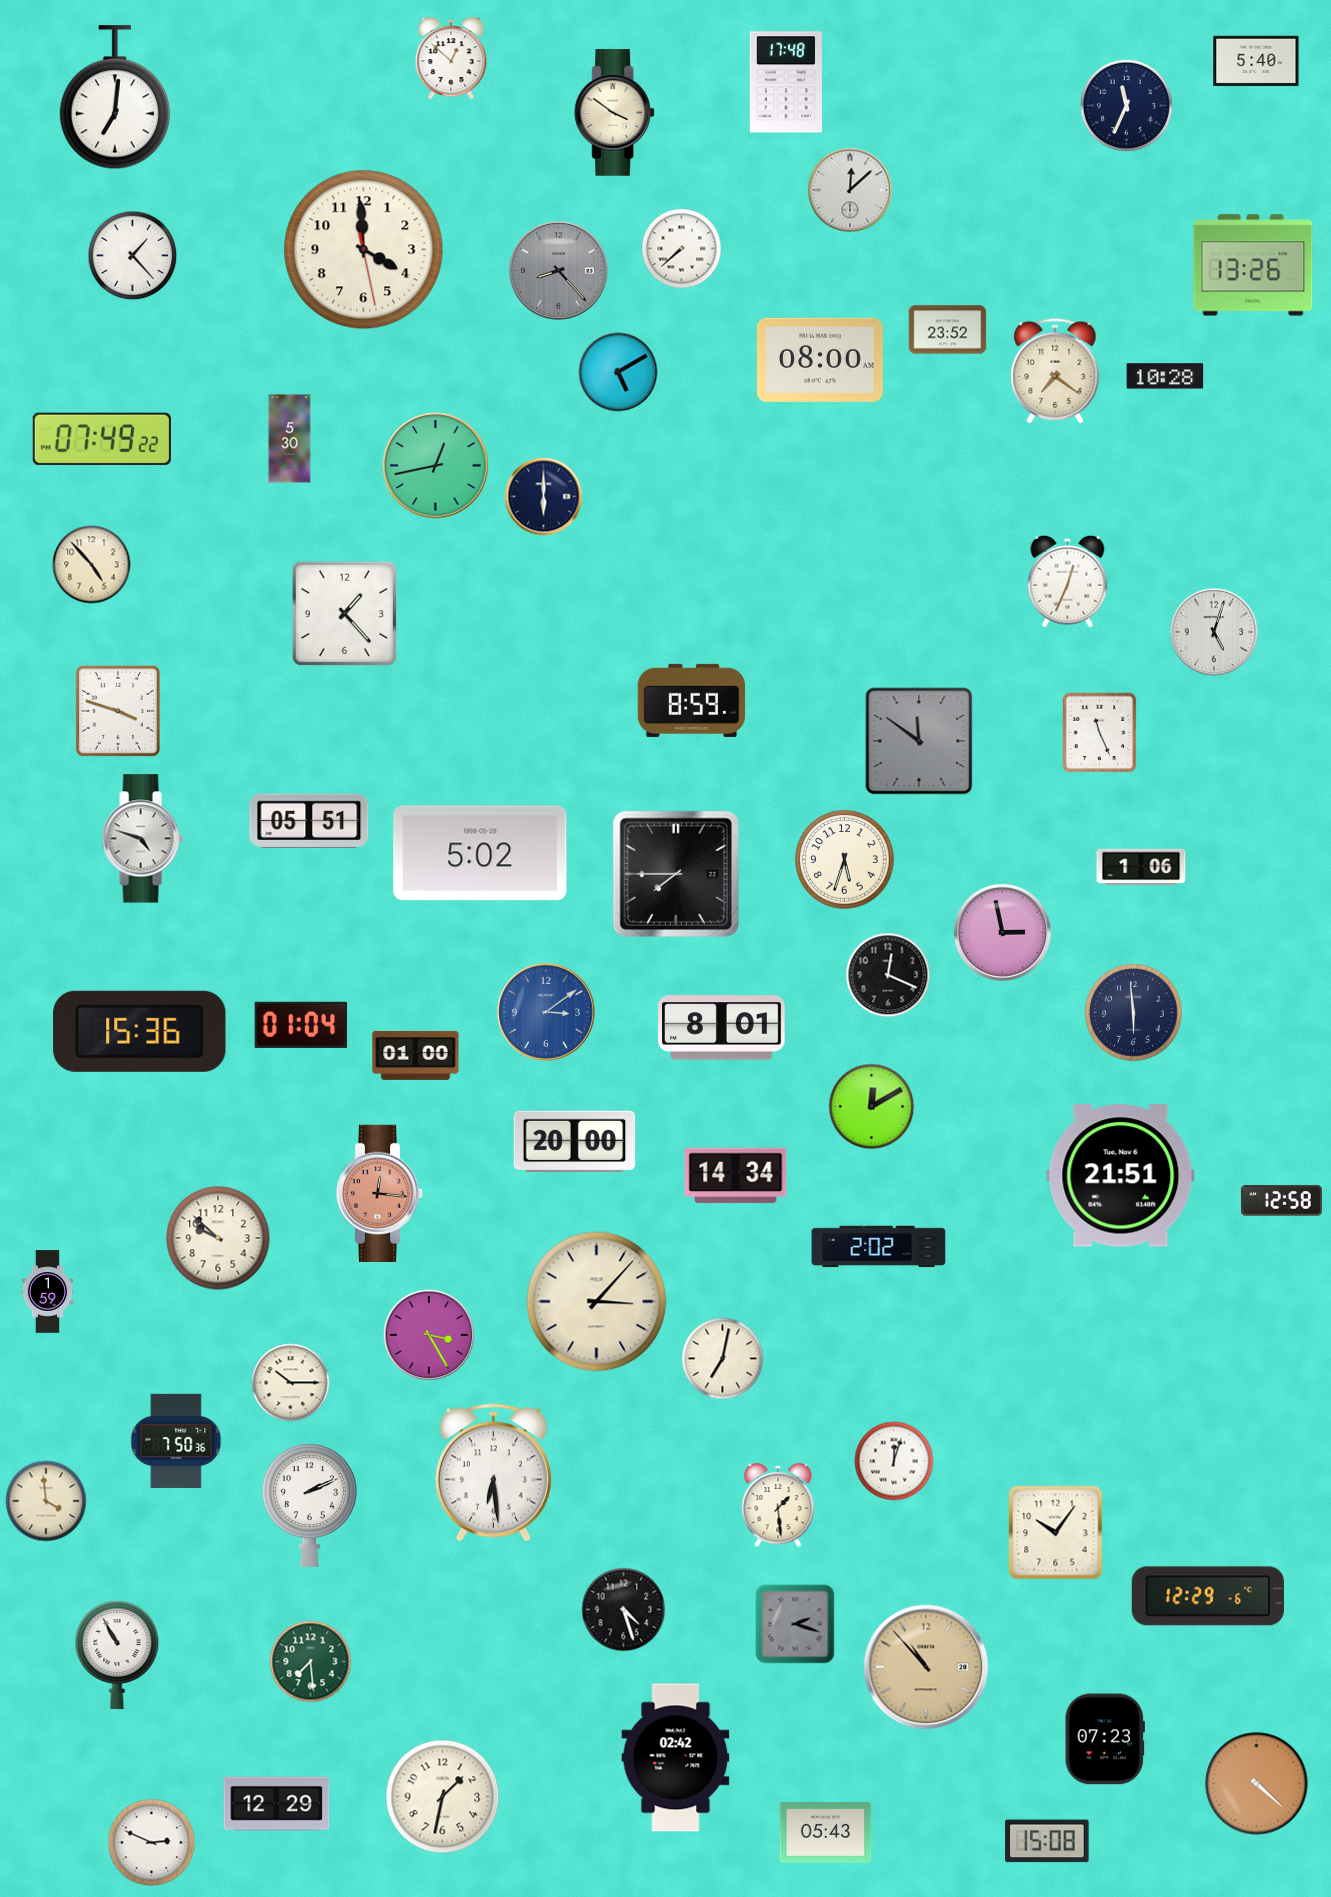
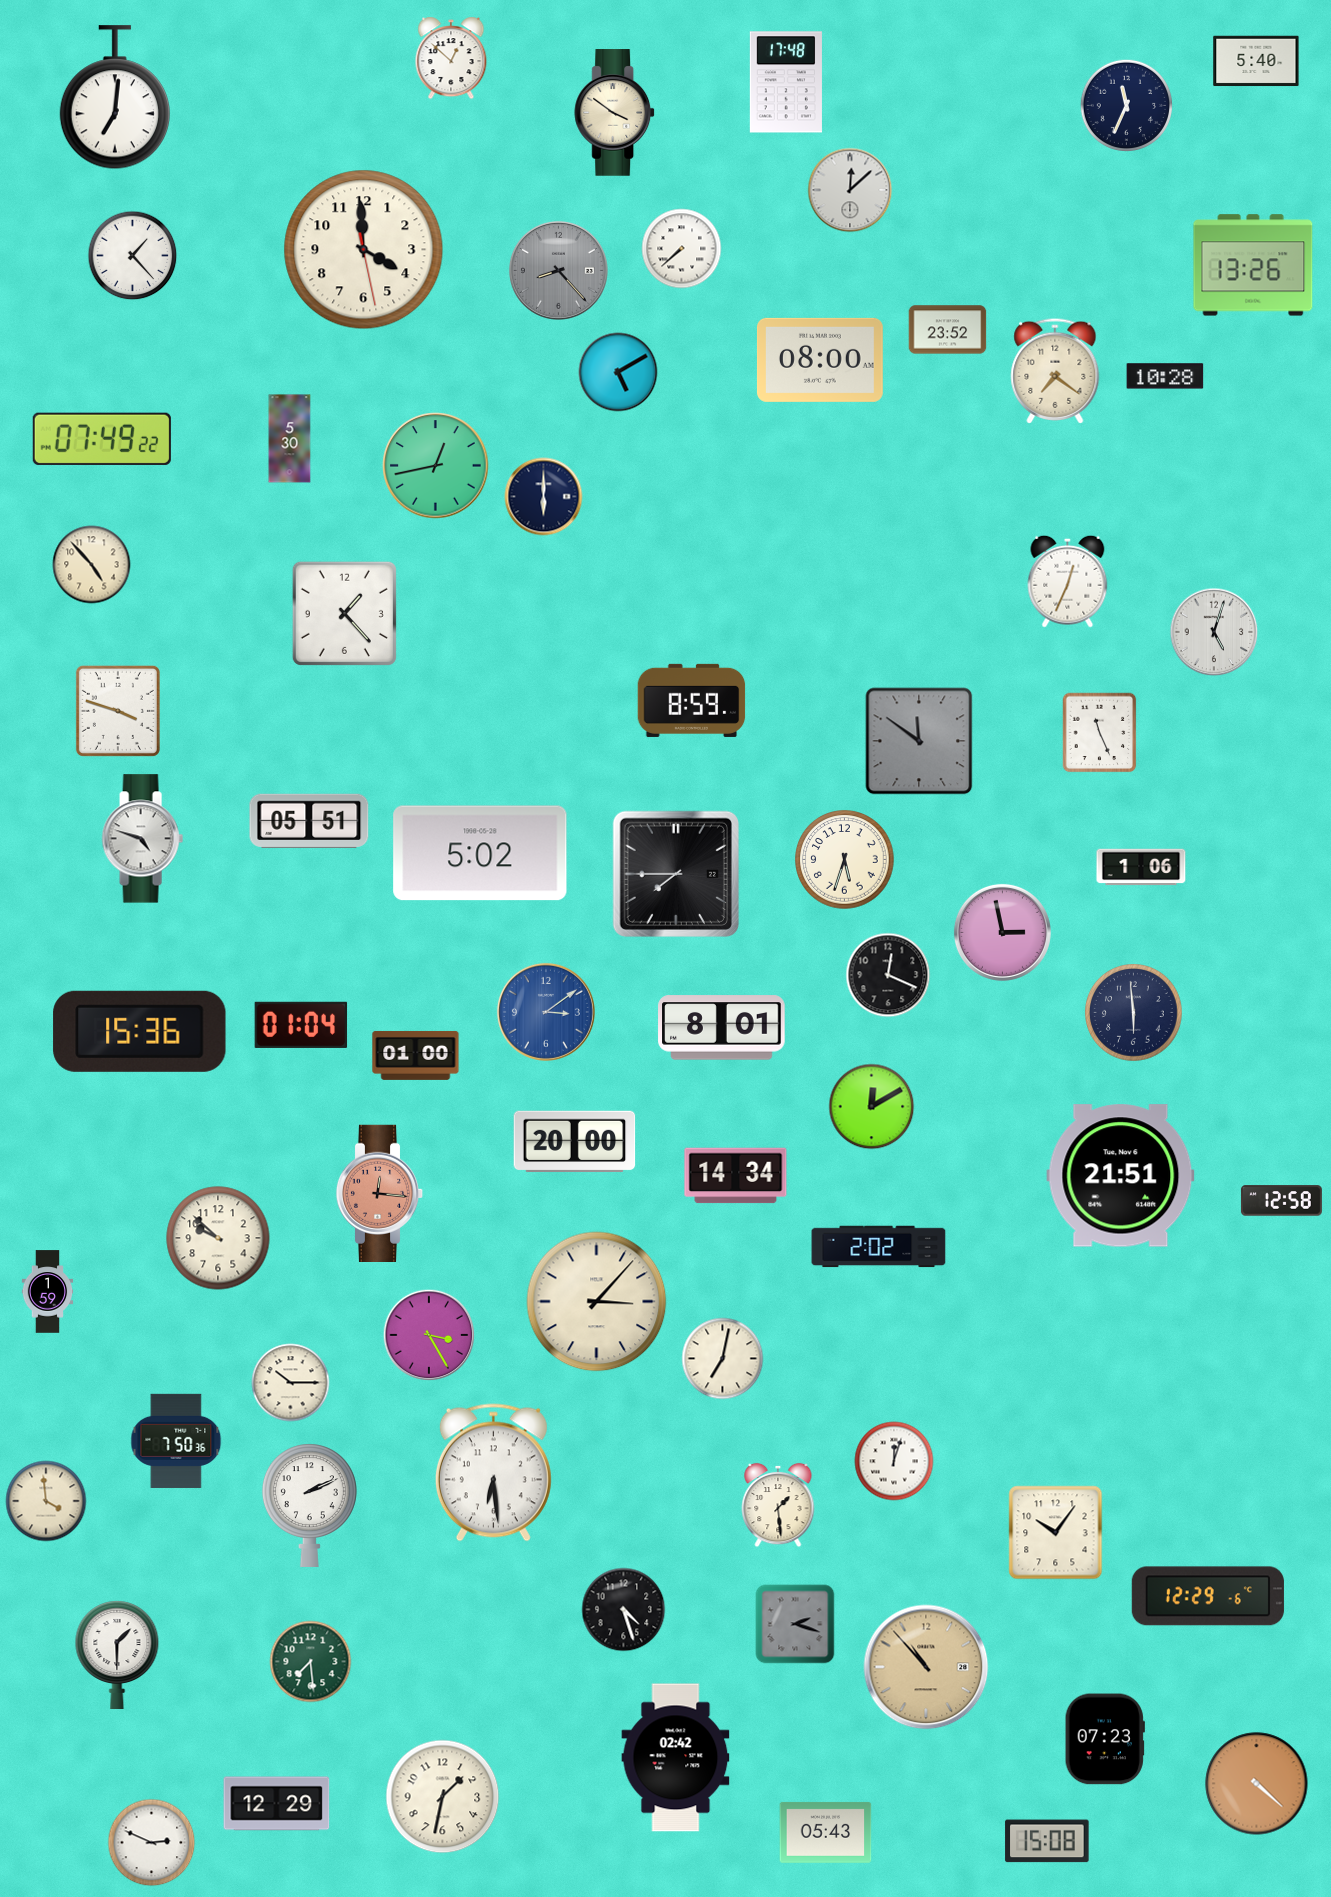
clock at (117, 1654): 10:55 -> 1:30
